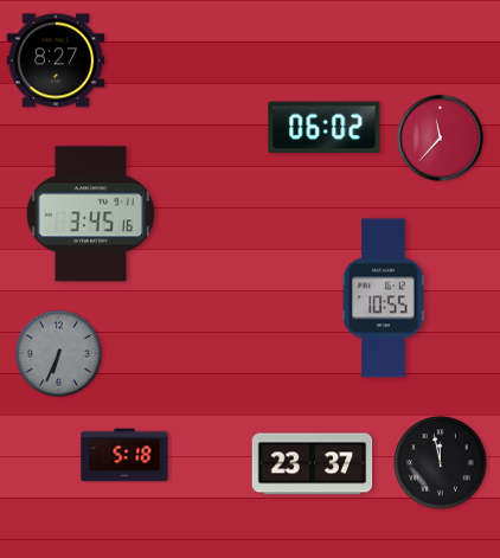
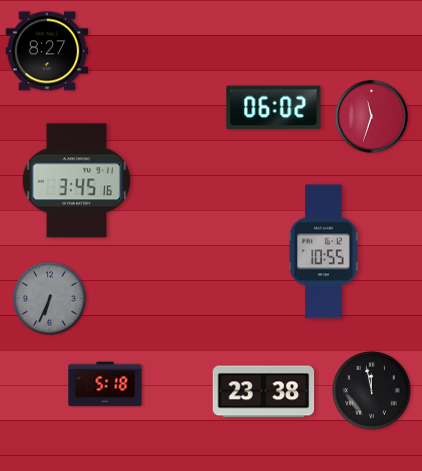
clock at (441, 139): 11:37 -> 11:33
clock at (313, 464): 23:37 -> 23:38
